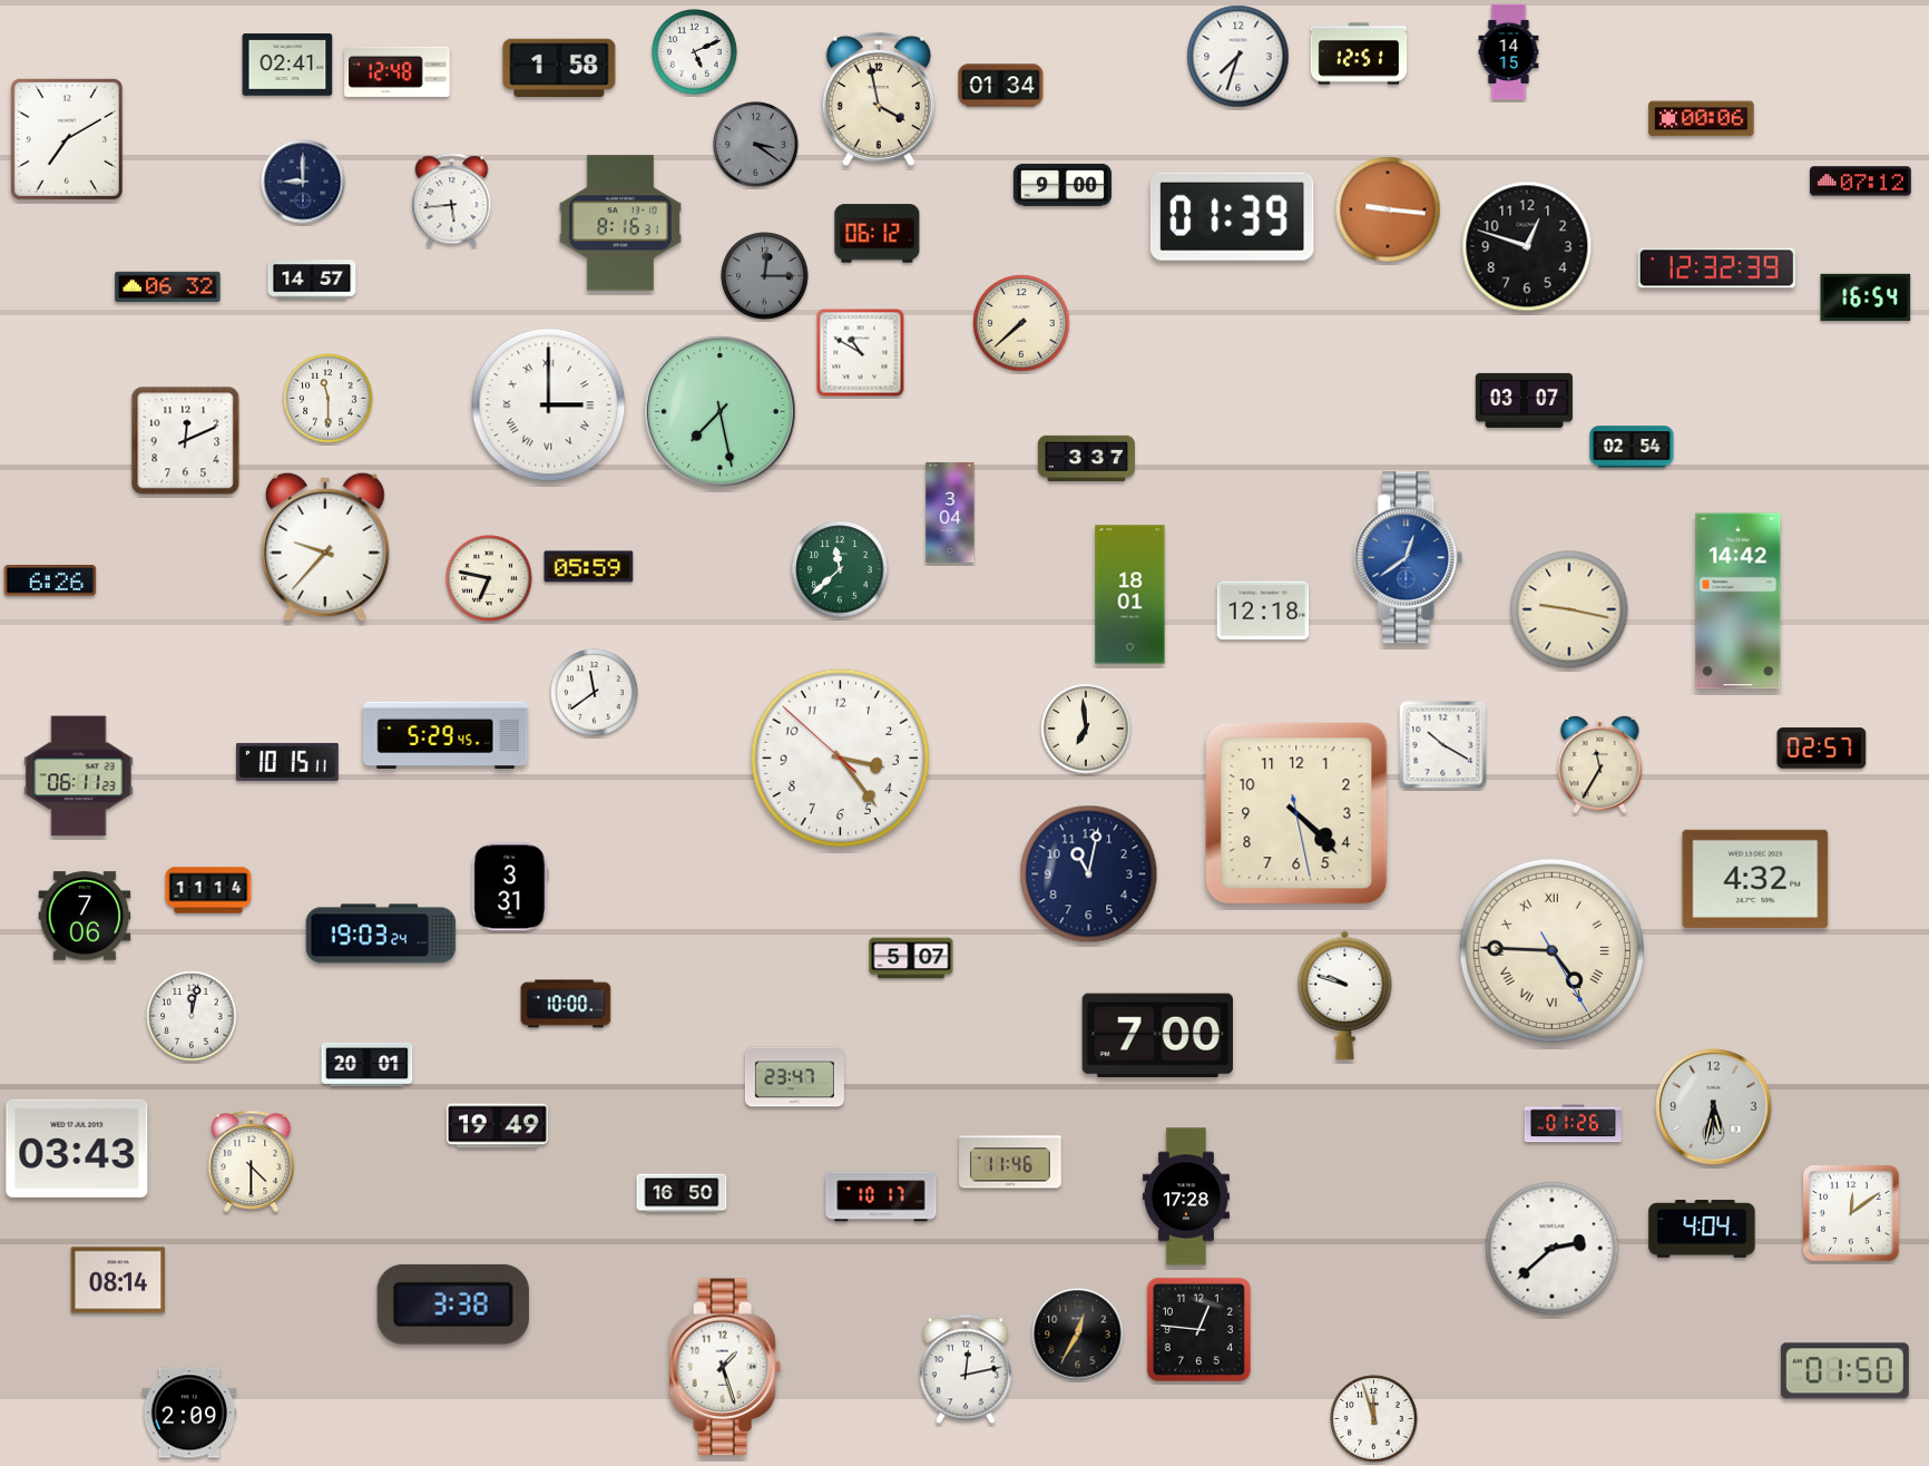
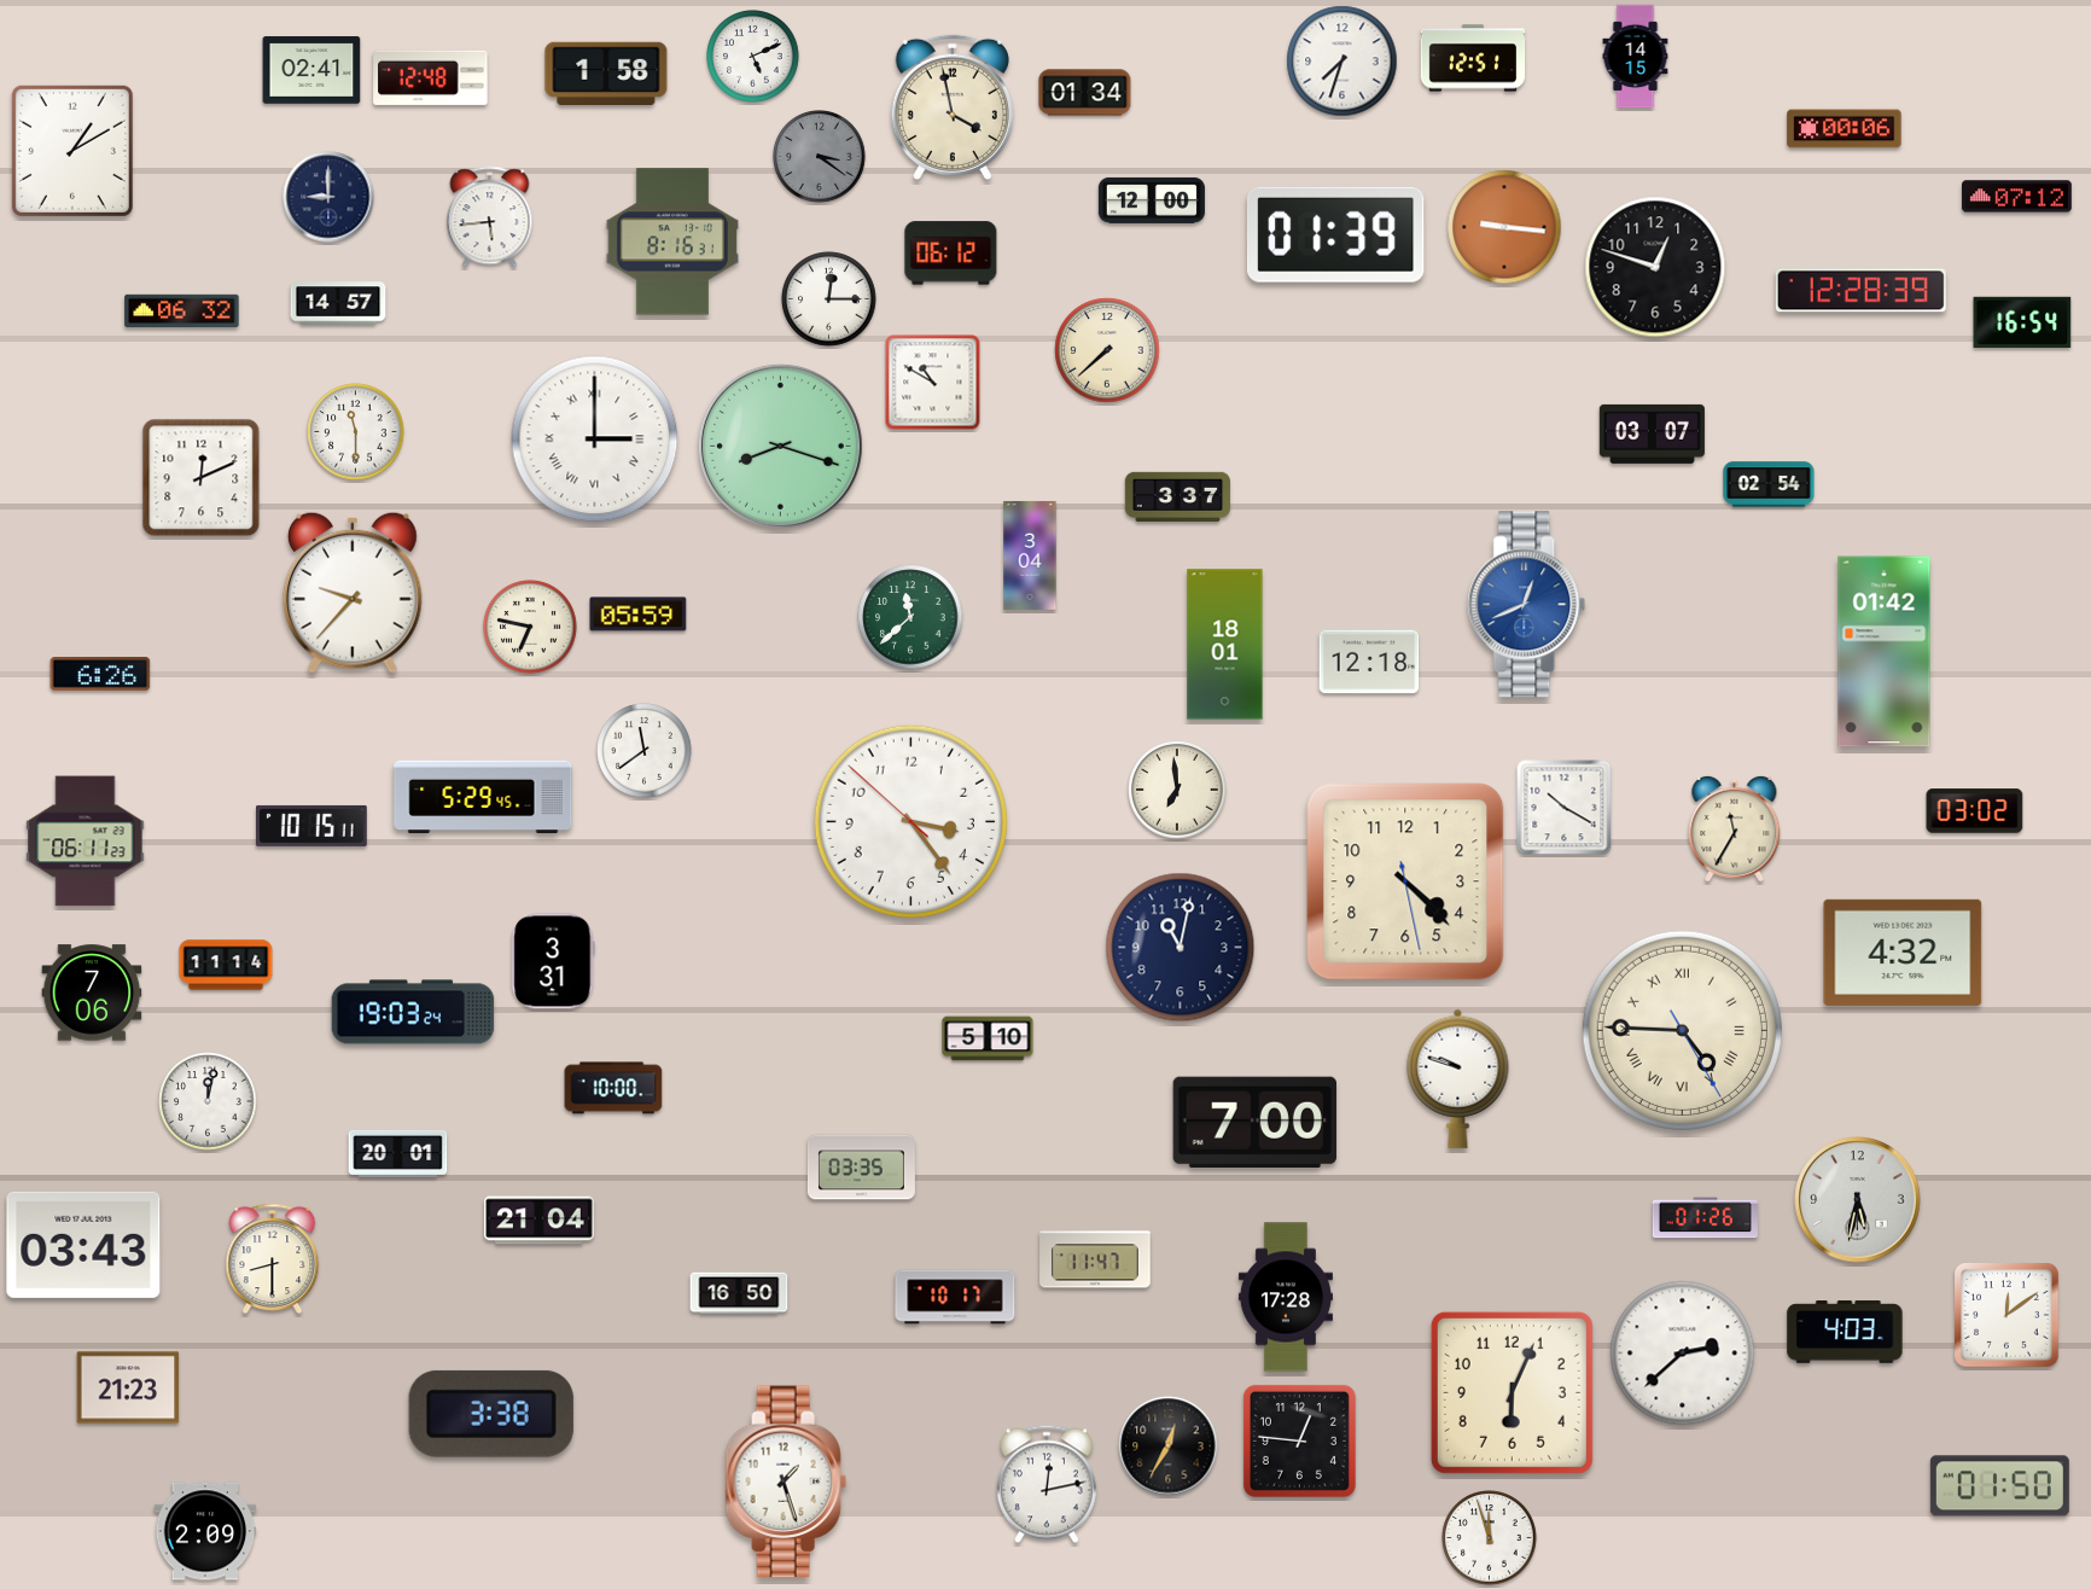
clock at (67, 139): 7:10 -> 1:10
clock at (1063, 185): 9:00 -> 12:00
clock at (1716, 268): 12:32 -> 12:28
clock at (765, 276) dial: grey -> white
clock at (719, 411): 7:28 -> 8:18
clock at (1409, 558): 12:39 -> 12:41
clock at (50, 581) position: (50, 581) -> (100, 675)
clock at (1739, 602): 14:42 -> 01:42
clock at (1569, 609): 9:17 -> none
clock at (1822, 749): 02:57 -> 03:02
clock at (911, 958): 5:07 -> 5:10
clock at (794, 1077): 23:47 -> 03:35
clock at (498, 1126): 19:49 -> 21:04
clock at (252, 1161): 4:30 -> 8:30
clock at (1010, 1162): 11:46 -> 11:47
clock at (1702, 1229): 4:04 -> 4:03
clock at (118, 1280): 08:14 -> 21:23
clock at (1512, 1392): none -> 6:04
